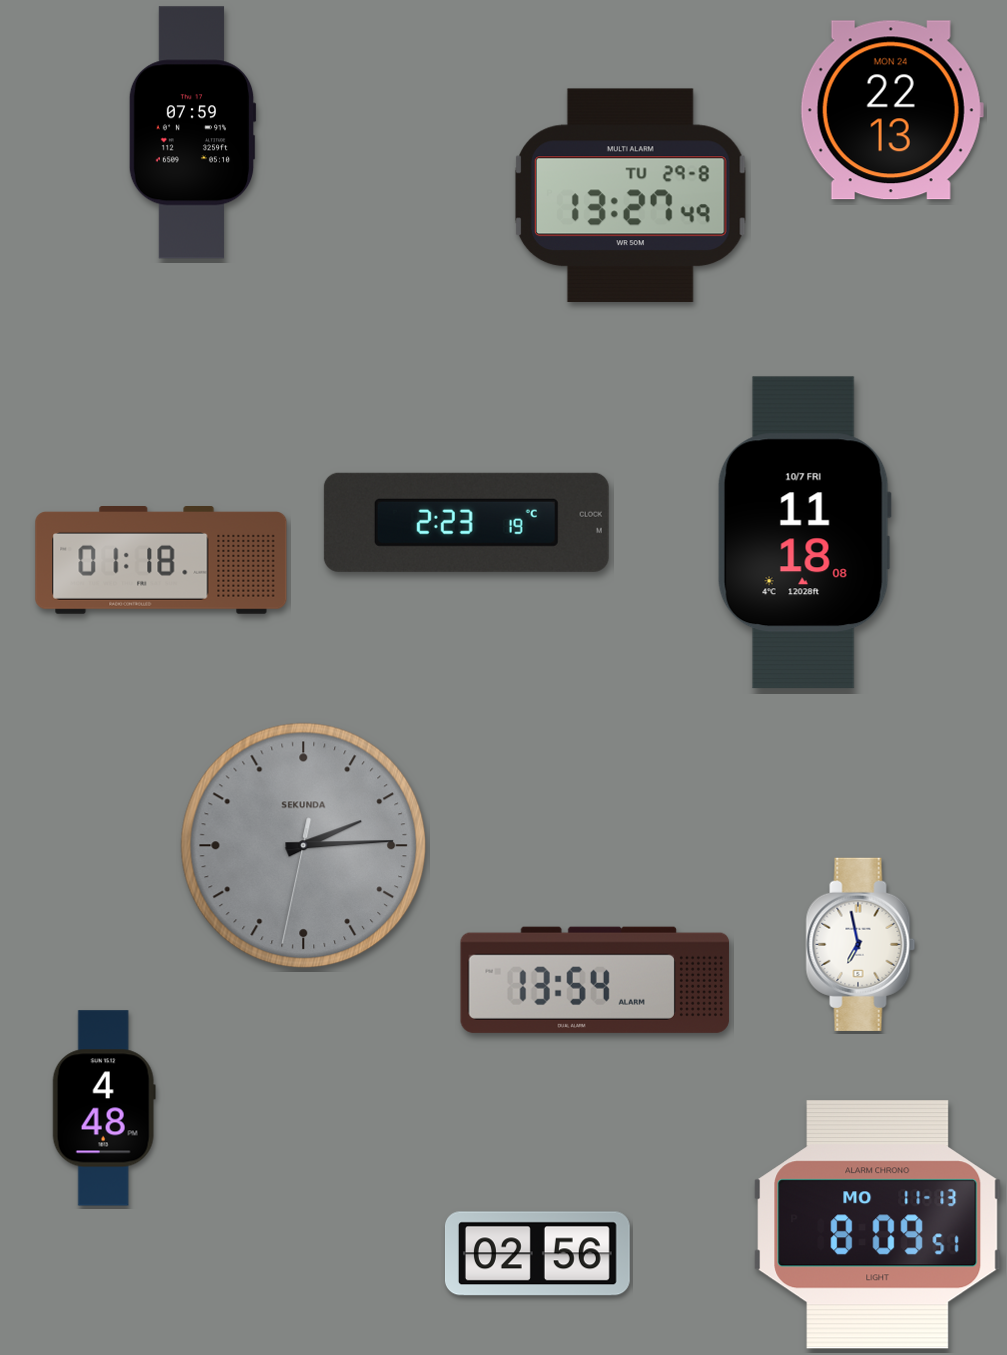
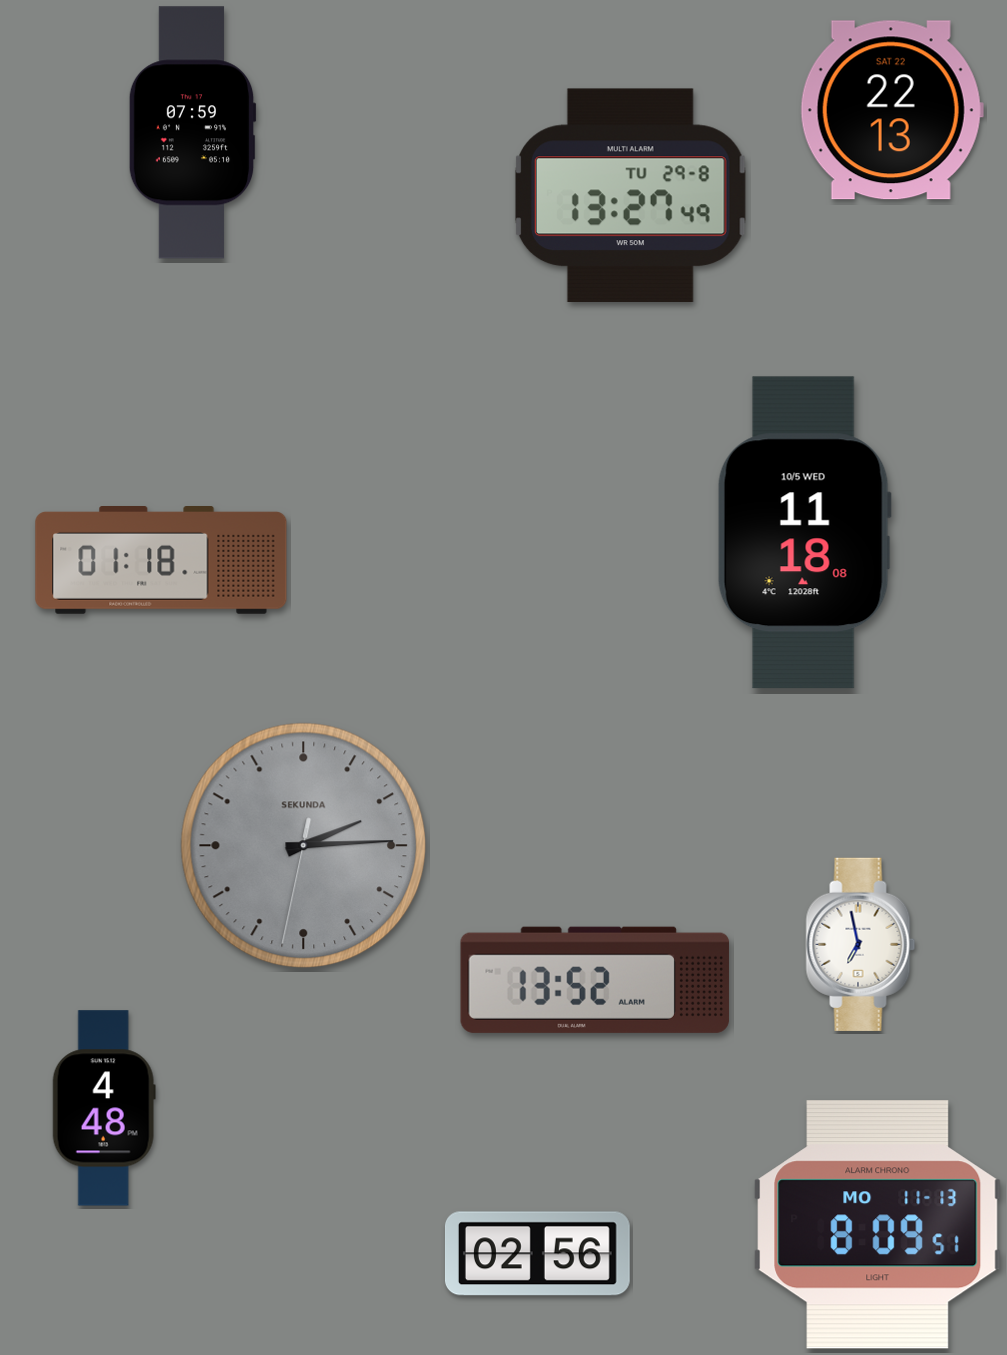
clock at (892, 110) date: MON 24 -> SAT 22
clock at (466, 522): 2:23 -> none
clock at (804, 533) date: 10/7 FRI -> 10/5 WED
clock at (595, 980): 13:54 -> 13:52
